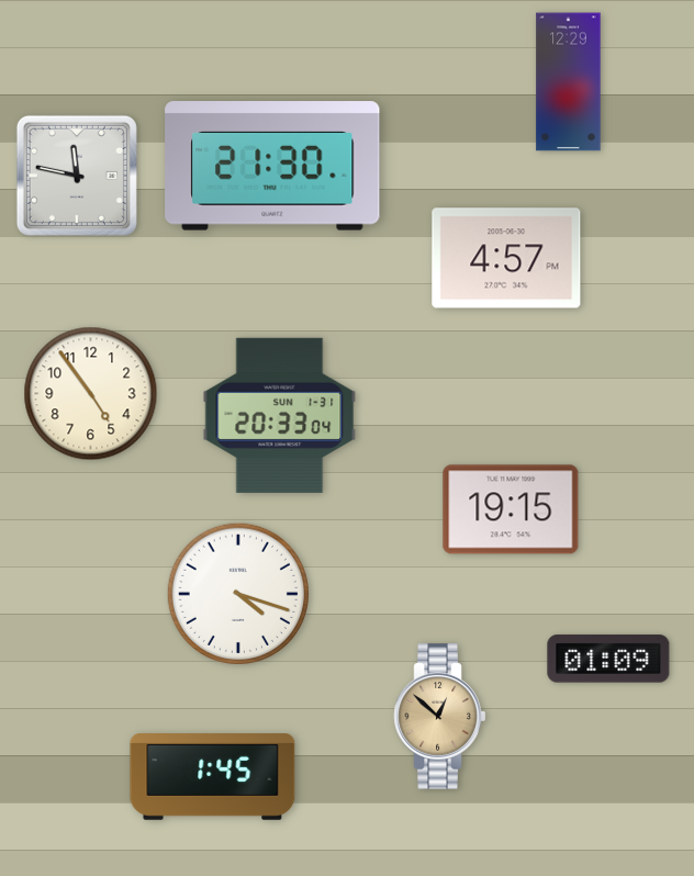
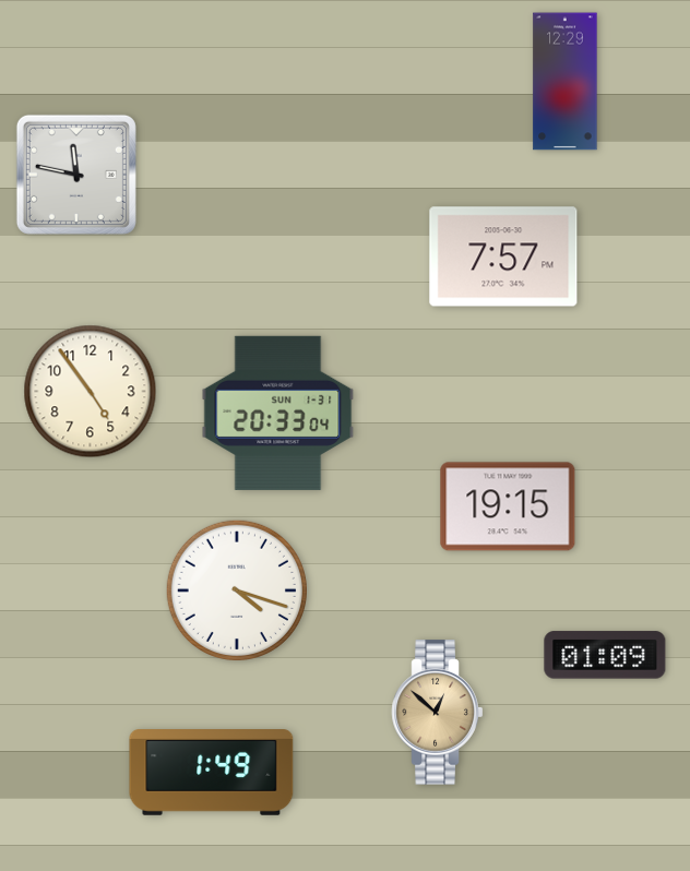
clock at (272, 166): 21:30 -> none
clock at (506, 258): 4:57 -> 7:57
clock at (213, 777): 1:45 -> 1:49
